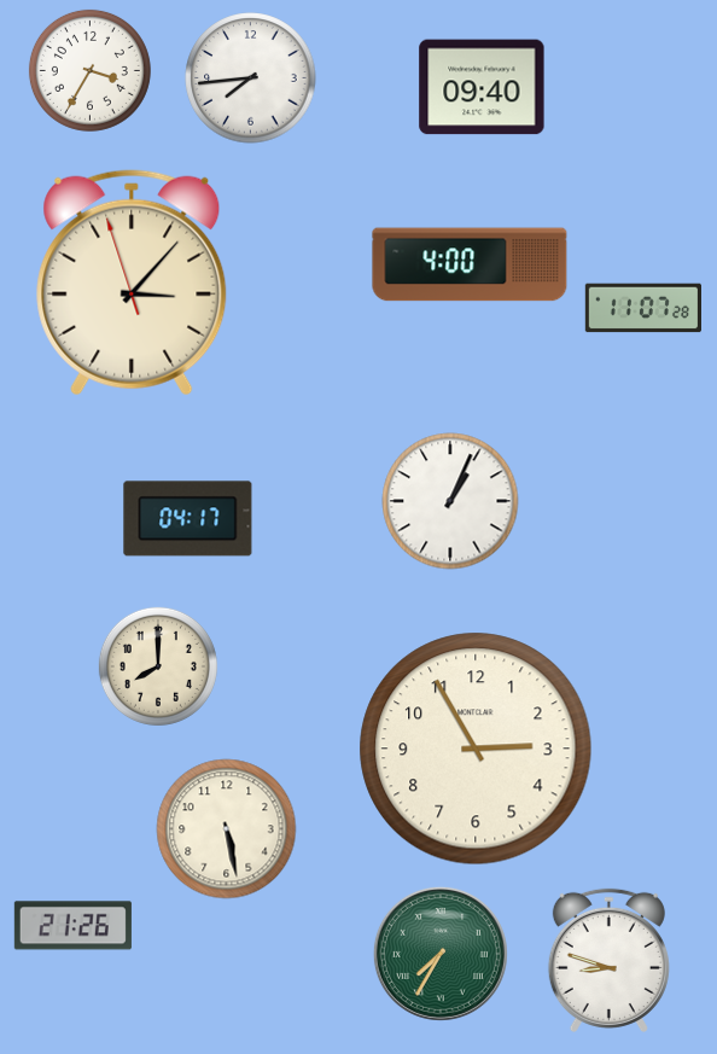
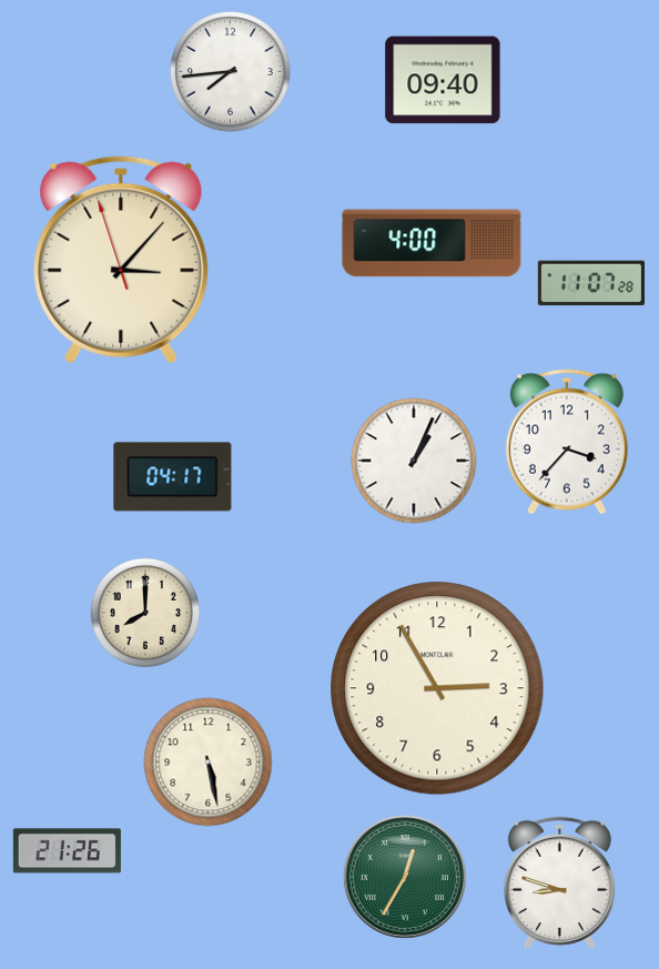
clock at (89, 70): 3:35 -> none
clock at (567, 442): none -> 3:37
clock at (441, 954): 7:35 -> 12:35
